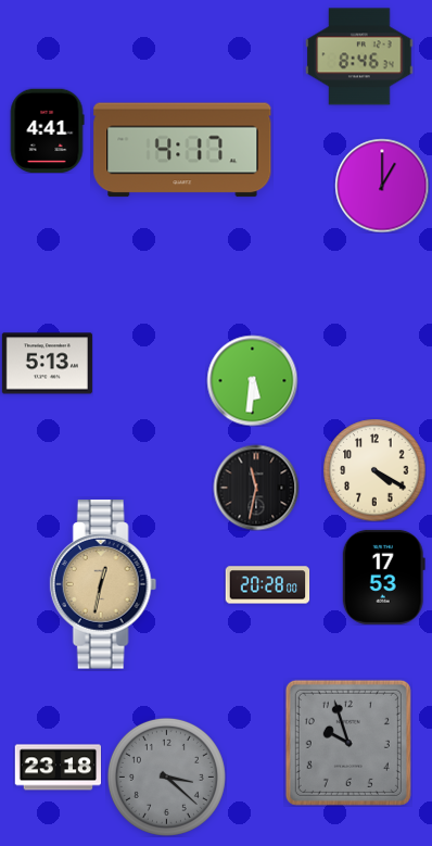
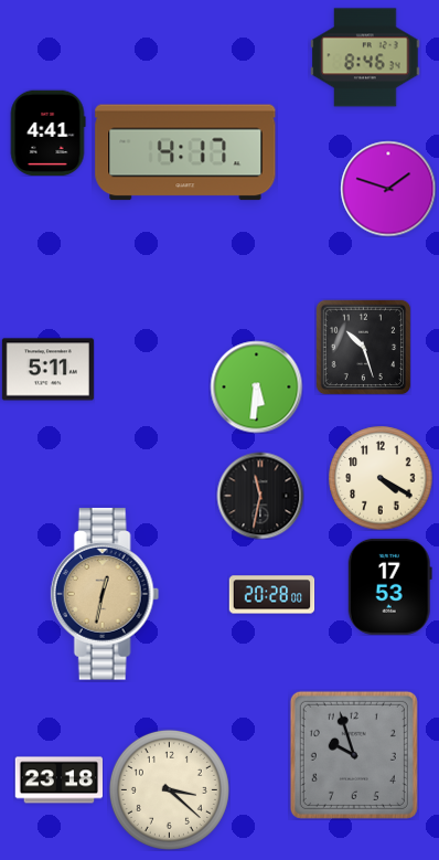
clock at (382, 186): 1:00 -> 1:48
clock at (363, 347): none -> 10:27
clock at (47, 364): 5:13 -> 5:11
clock at (166, 776) dial: grey -> cream
